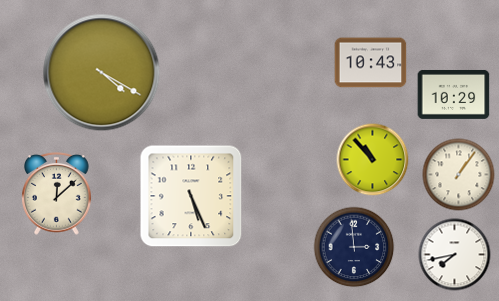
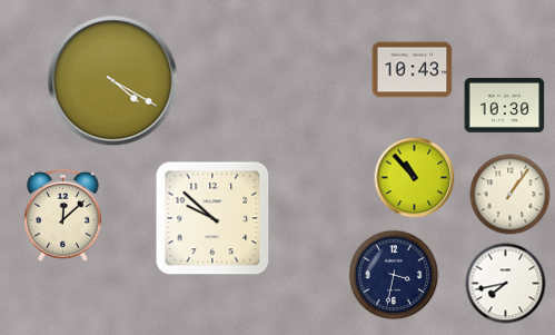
clock at (454, 94): 10:29 -> 10:30
clock at (191, 196): 5:26 -> 9:52
clock at (354, 247): 2:59 -> 3:32
